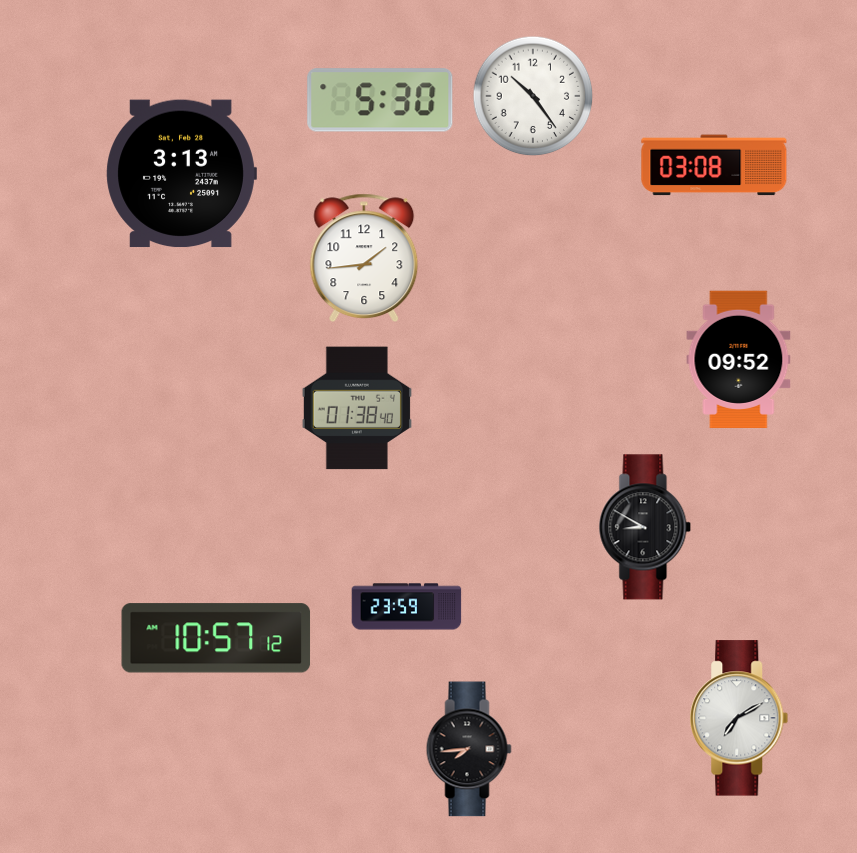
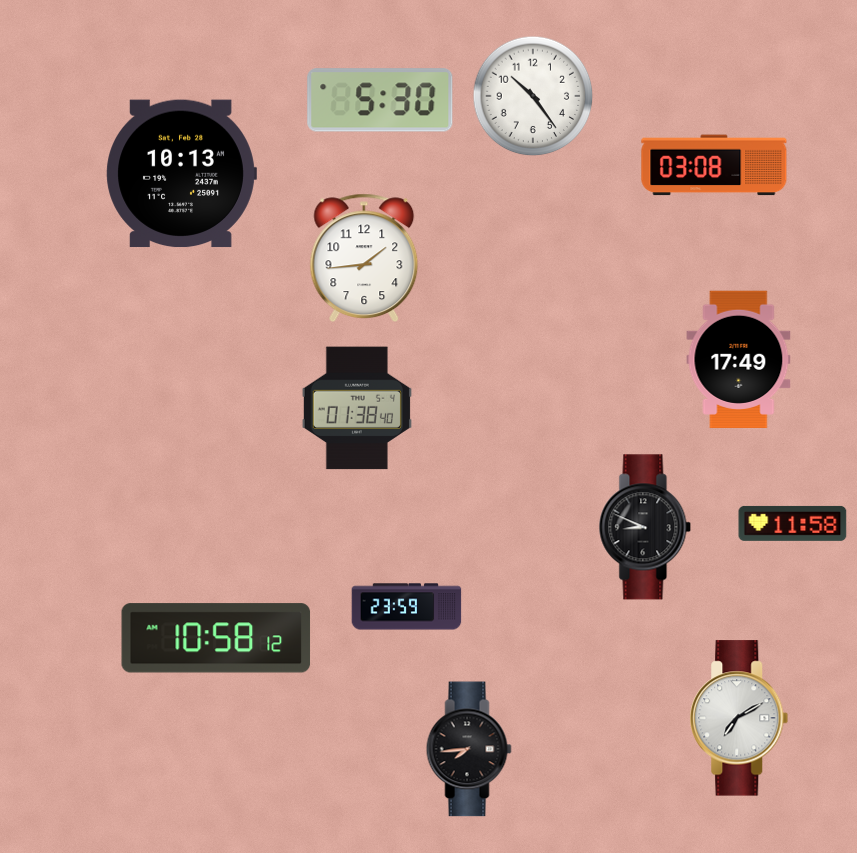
clock at (181, 174): 3:13 -> 10:13
clock at (739, 359): 09:52 -> 17:49
clock at (793, 523): none -> 11:58
clock at (645, 527): 8:50 -> 8:49
clock at (216, 638): 10:57 -> 10:58
